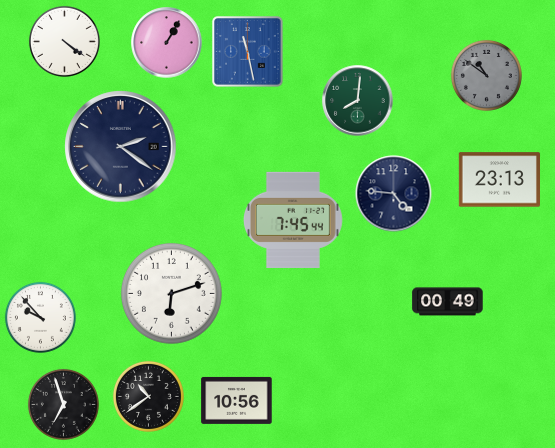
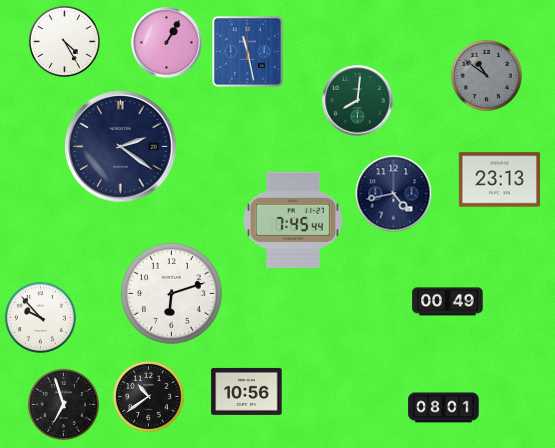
clock at (64, 41): 4:21 -> 4:25
clock at (394, 194): 4:46 -> 4:43
clock at (237, 400) position: (237, 400) -> (247, 391)
clock at (444, 408): none -> 08:01
